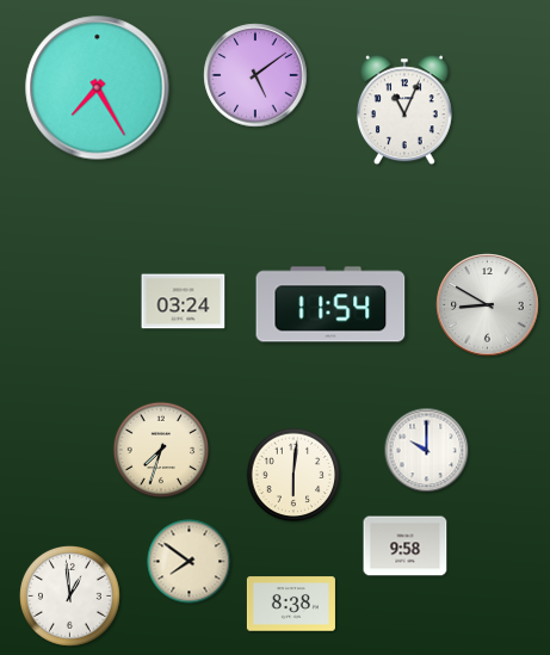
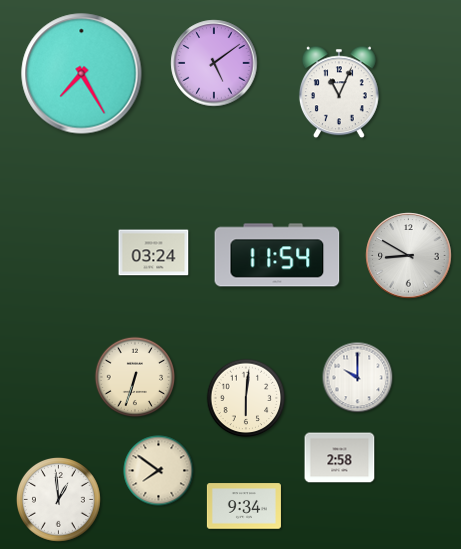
clock at (161, 450): 7:33 -> 6:33
clock at (406, 546): 9:58 -> 2:58
clock at (291, 604): 8:38 -> 9:34
